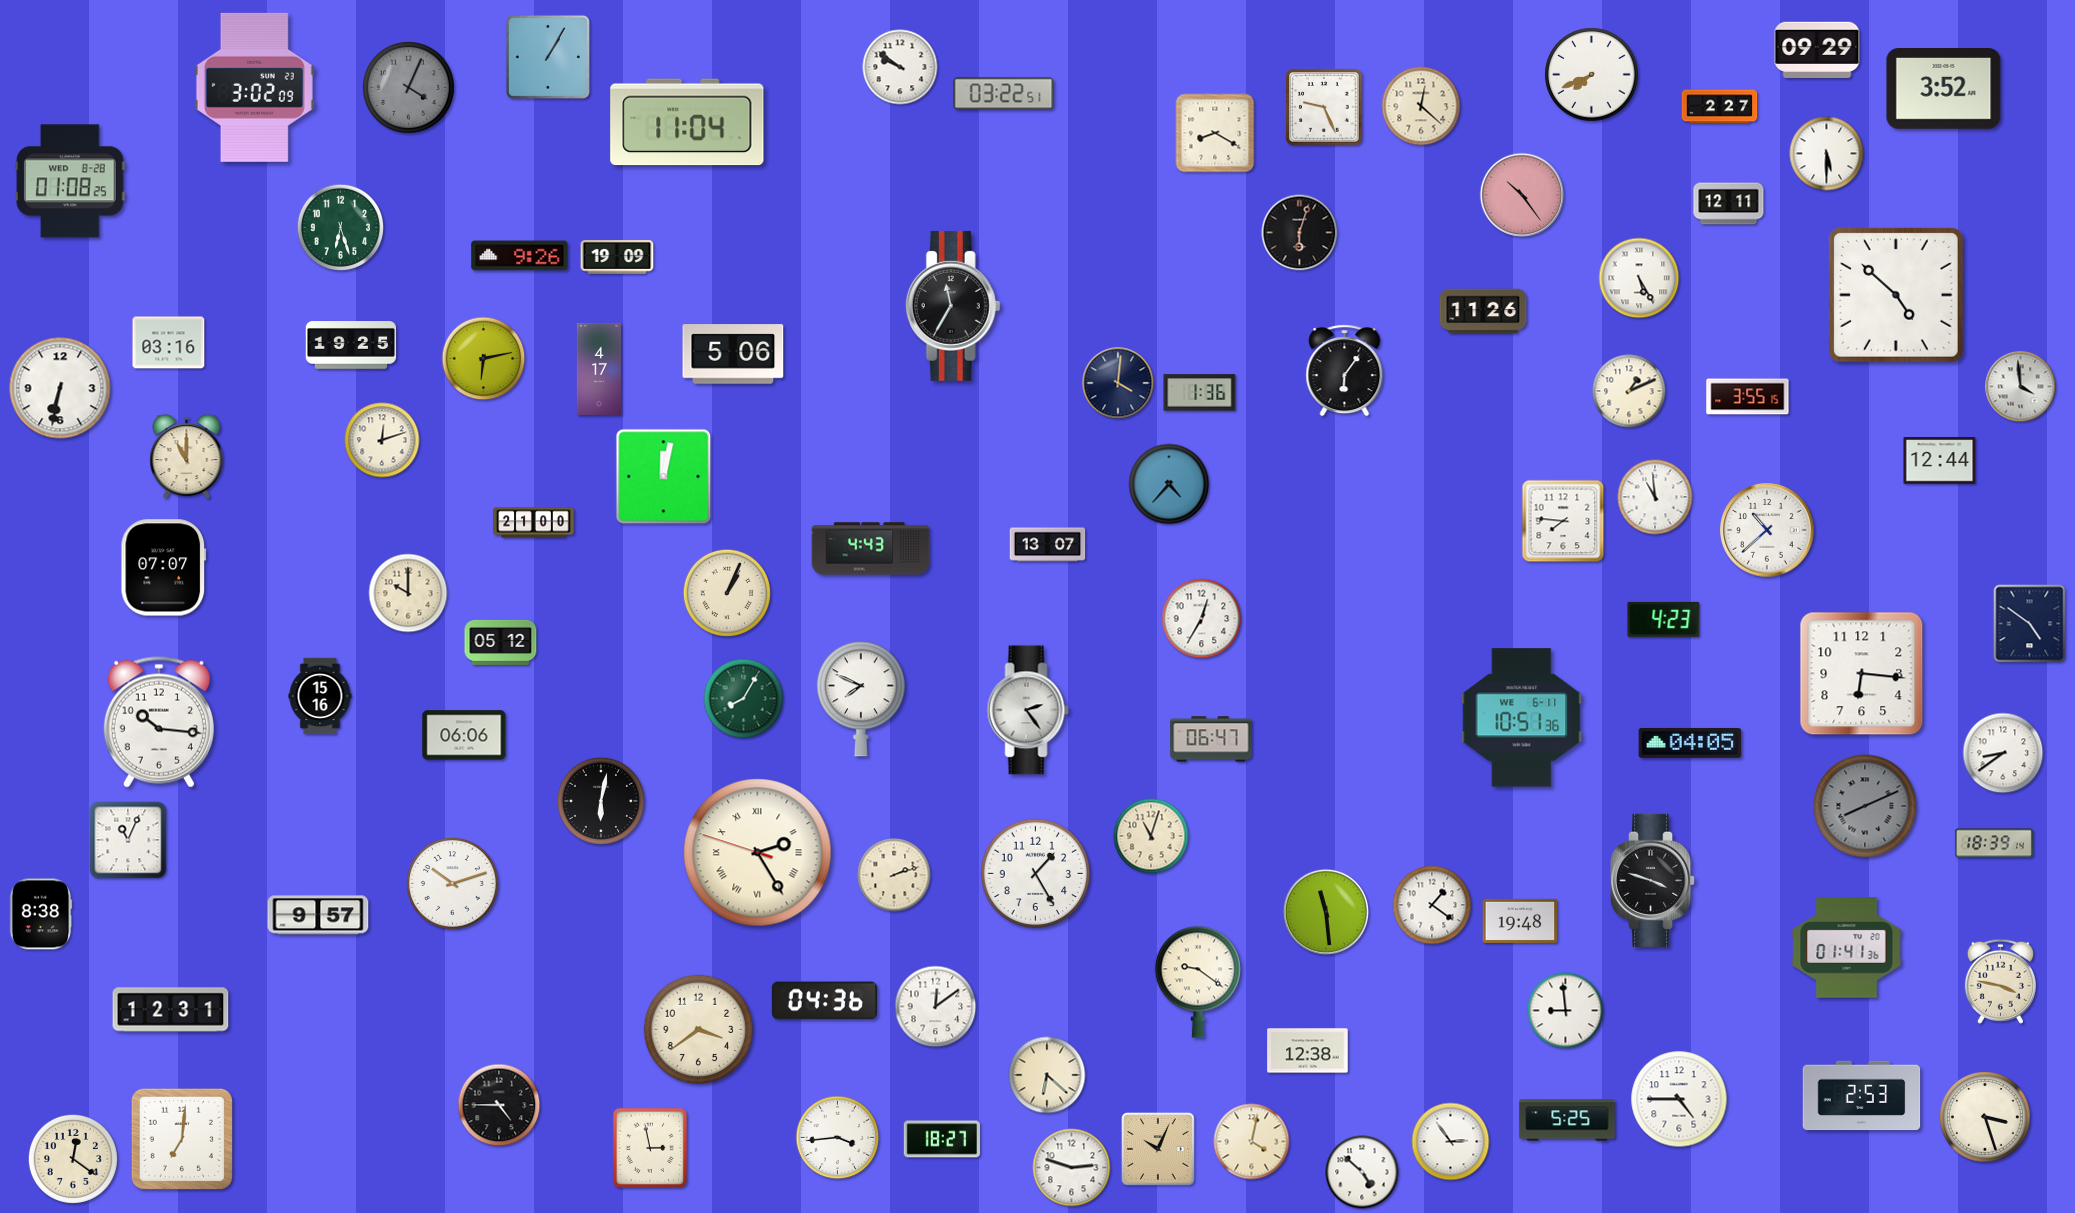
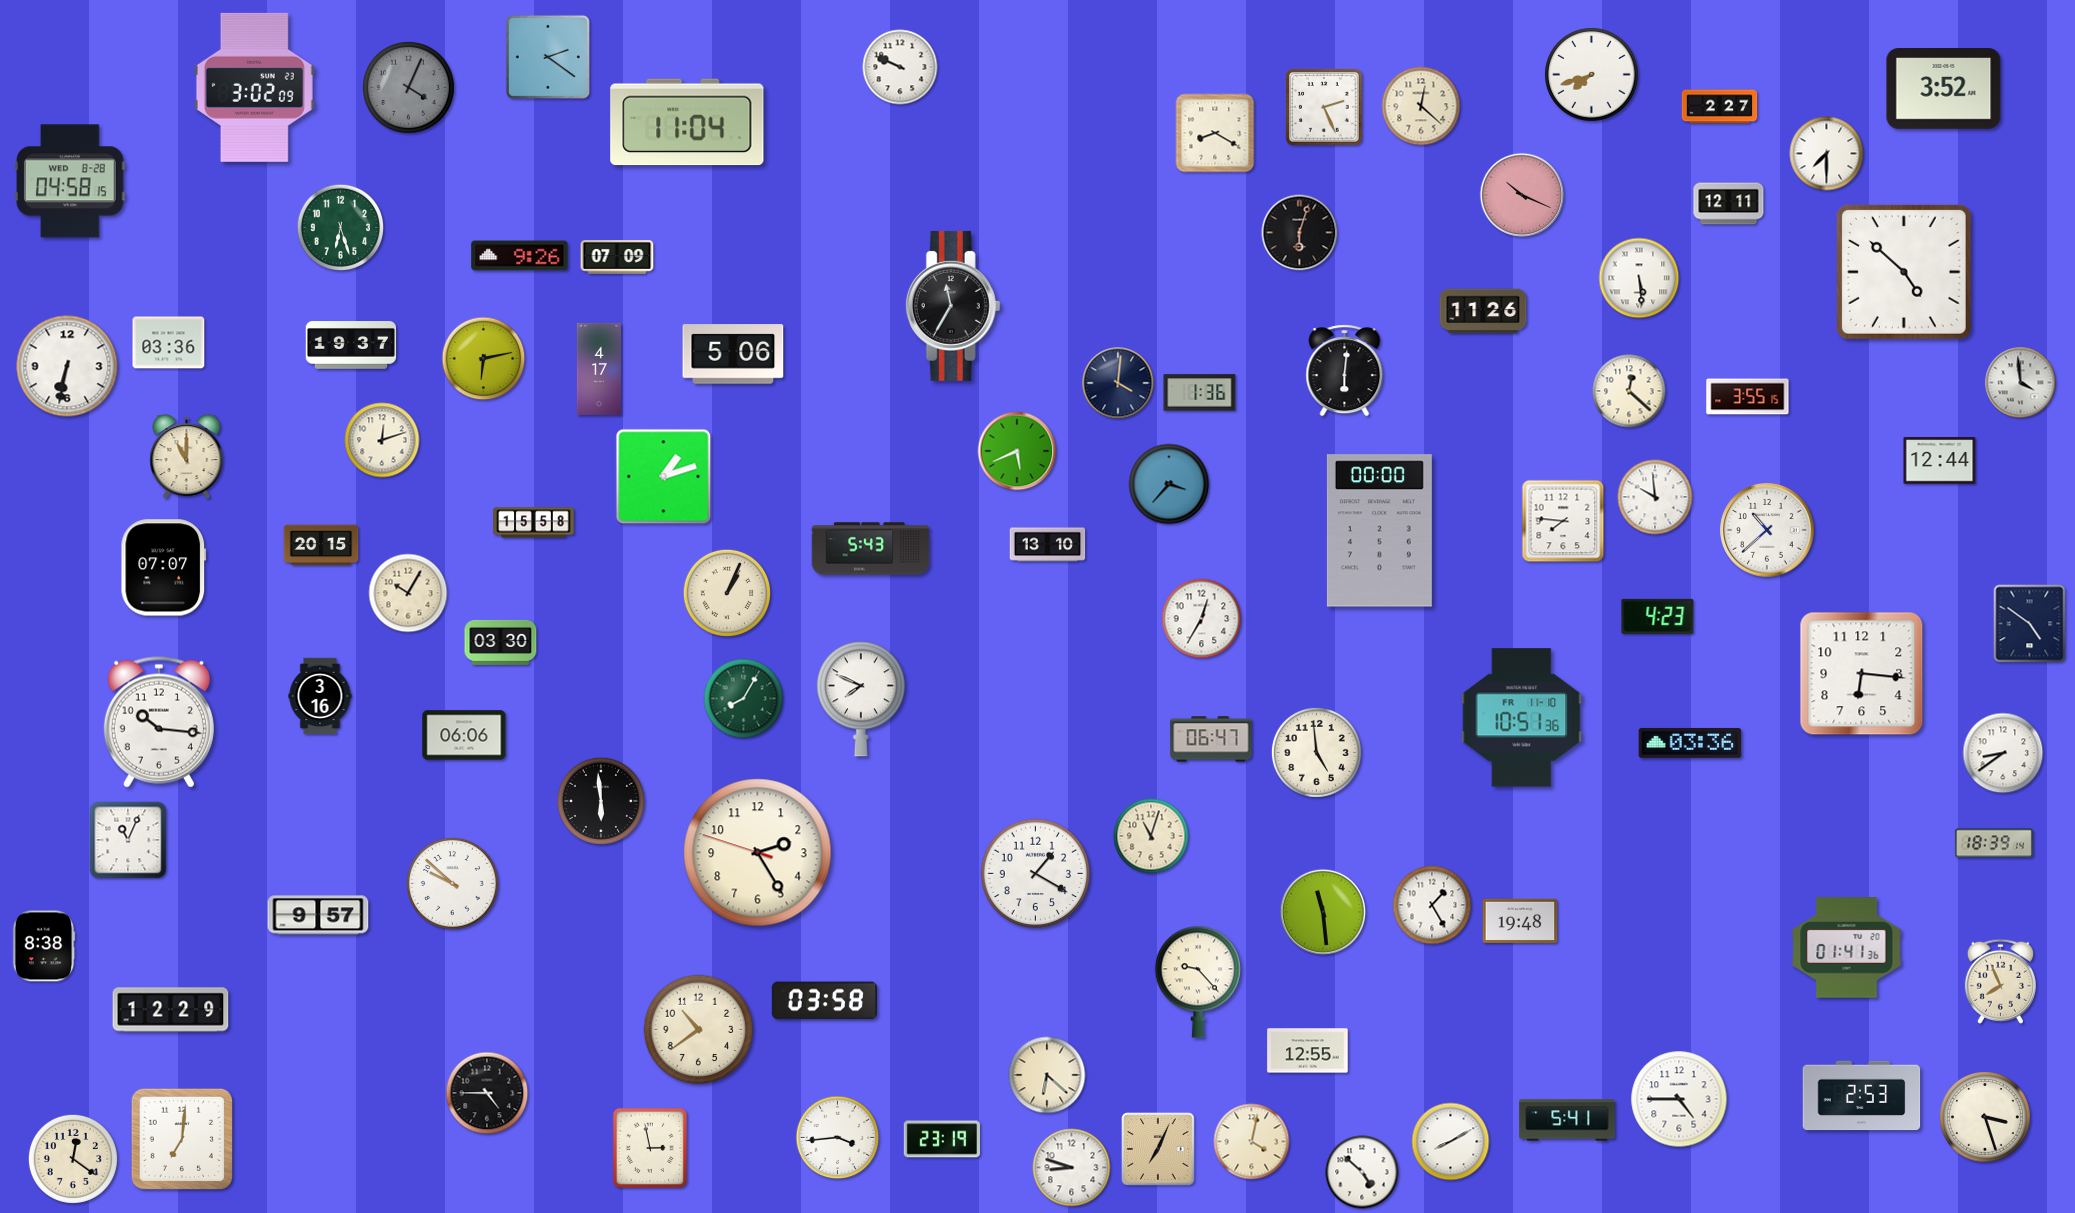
clock at (1817, 50): 09:29 -> none
clock at (548, 57): 1:05 -> 2:21
clock at (900, 67): 9:51 -> 9:49
clock at (1592, 75): 7:41 -> 7:42
clock at (1004, 94): 03:22 -> none
clock at (1324, 107): 9:26 -> 2:26
clock at (1827, 154): 5:30 -> 7:30
clock at (71, 181): 01:08 -> 04:58
clock at (1522, 195): 10:24 -> 10:19
clock at (617, 257): 19:09 -> 07:09
clock at (1639, 278): 5:25 -> 5:29
clock at (1896, 295) position: (1896, 295) -> (1904, 272)
clock at (169, 343): 03:16 -> 03:36
clock at (351, 345): 19:25 -> 19:37
clock at (1345, 371): 6:06 -> 6:01
clock at (2021, 387) position: (2021, 387) -> (2021, 383)
clock at (60, 388) position: (60, 388) -> (67, 366)
clock at (1629, 391): 1:11 -> 12:22
clock at (1017, 451): none -> 5:41
clock at (664, 477): 12:02 -> 1:12
clock at (1169, 484): 4:37 -> 3:37
clock at (1655, 497): 10:59 -> 9:59
clock at (534, 523): 21:00 -> 15:58
clock at (1379, 531): none -> 00:00
clock at (321, 545): none -> 20:15
clock at (1048, 545): 13:07 -> 13:10
clock at (871, 549): 4:43 -> 5:43
clock at (408, 593): 10:00 -> 10:05
clock at (1664, 619) position: (1664, 619) -> (1658, 616)
clock at (501, 642): 05:12 -> 03:30
clock at (320, 696): 15:16 -> 3:16
clock at (1028, 710): 2:24 -> none
clock at (1522, 718) date: WE 6-11 -> FR 11-10
clock at (1690, 743): 04:05 -> 03:36
clock at (1316, 752): none -> 4:59
clock at (601, 801): 6:02 -> 5:59
clock at (1865, 806): 8:11 -> none
clock at (758, 853) numerals: Roman -> Arabic
clock at (1036, 874): 1:25 -> 1:20
clock at (894, 875): 2:12 -> none
clock at (1654, 880): 3:48 -> none
clock at (453, 884): 10:12 -> 9:52
clock at (1432, 905): 1:21 -> 1:25
clock at (1325, 911) position: (1325, 911) -> (1322, 911)
clock at (41, 914) position: (41, 914) -> (44, 946)
clock at (2000, 981): 3:47 -> 7:56
clock at (1198, 982): 9:21 -> 9:23
clock at (824, 1001): 04:36 -> 03:58
clock at (936, 1007): 12:09 -> none
clock at (171, 1010): 12:31 -> 12:29
clock at (1566, 1011): 8:59 -> none
clock at (699, 1030): 3:39 -> 10:39
clock at (1308, 1051): 12:38 -> 12:55
clock at (499, 1105) position: (499, 1105) -> (487, 1093)
clock at (1567, 1120): 5:25 -> 5:41
clock at (941, 1139): 18:27 -> 23:19
clock at (1451, 1142): 2:54 -> 8:10
clock at (1158, 1149): 10:04 -> 7:04
clock at (1072, 1168): 2:48 -> 8:48
